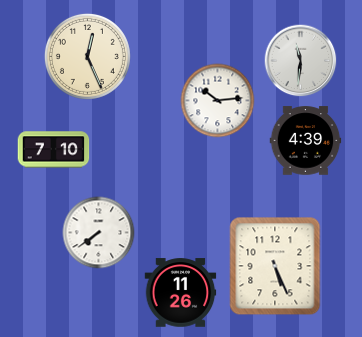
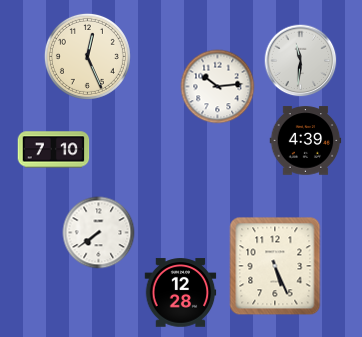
clock at (218, 101) position: (218, 101) -> (218, 87)
clock at (181, 293): 11:26 -> 12:28
